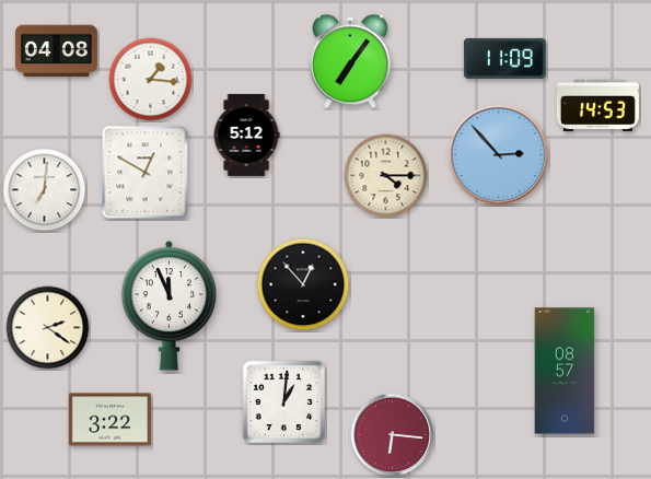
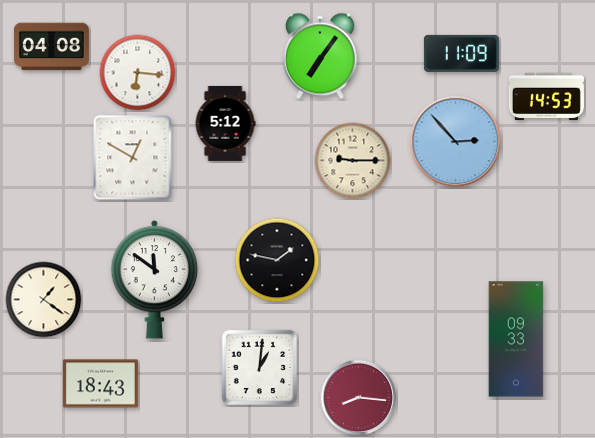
clock at (151, 80): 1:16 -> 6:16
clock at (386, 176): 4:15 -> 9:15
clock at (45, 190): 7:01 -> none
clock at (303, 284): 12:53 -> 1:47
clock at (170, 305): 11:56 -> 11:51
clock at (48, 328): 2:21 -> 1:21
clock at (565, 371): 08:57 -> 09:33
clock at (109, 420): 3:22 -> 18:43
clock at (393, 435): 6:16 -> 8:16
